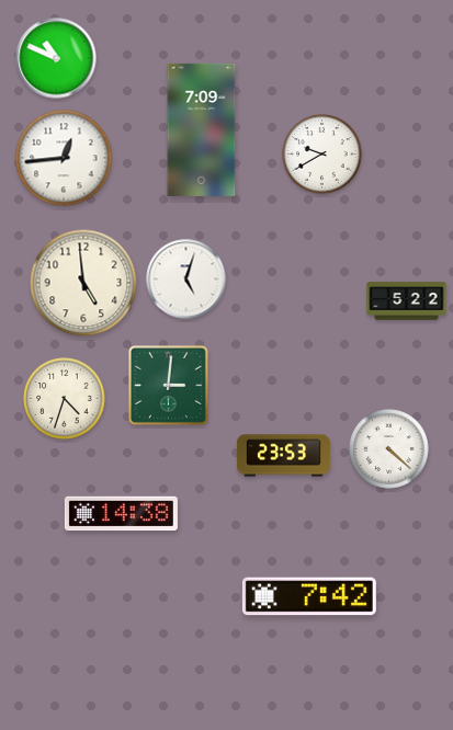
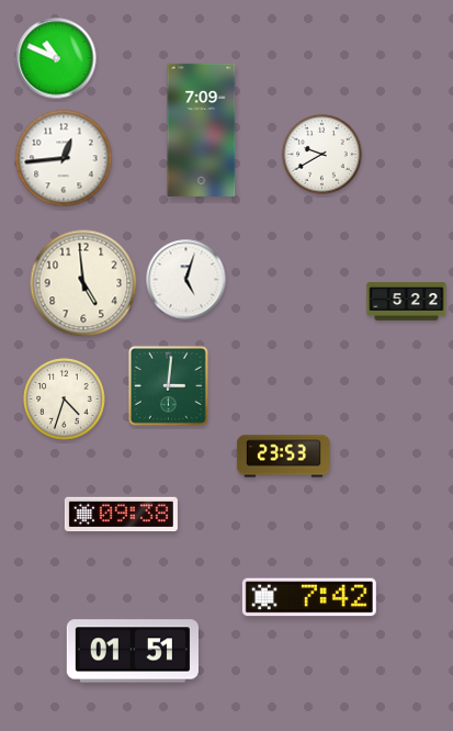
clock at (389, 449): 4:22 -> none
clock at (121, 514): 14:38 -> 09:38
clock at (133, 651): none -> 01:51
